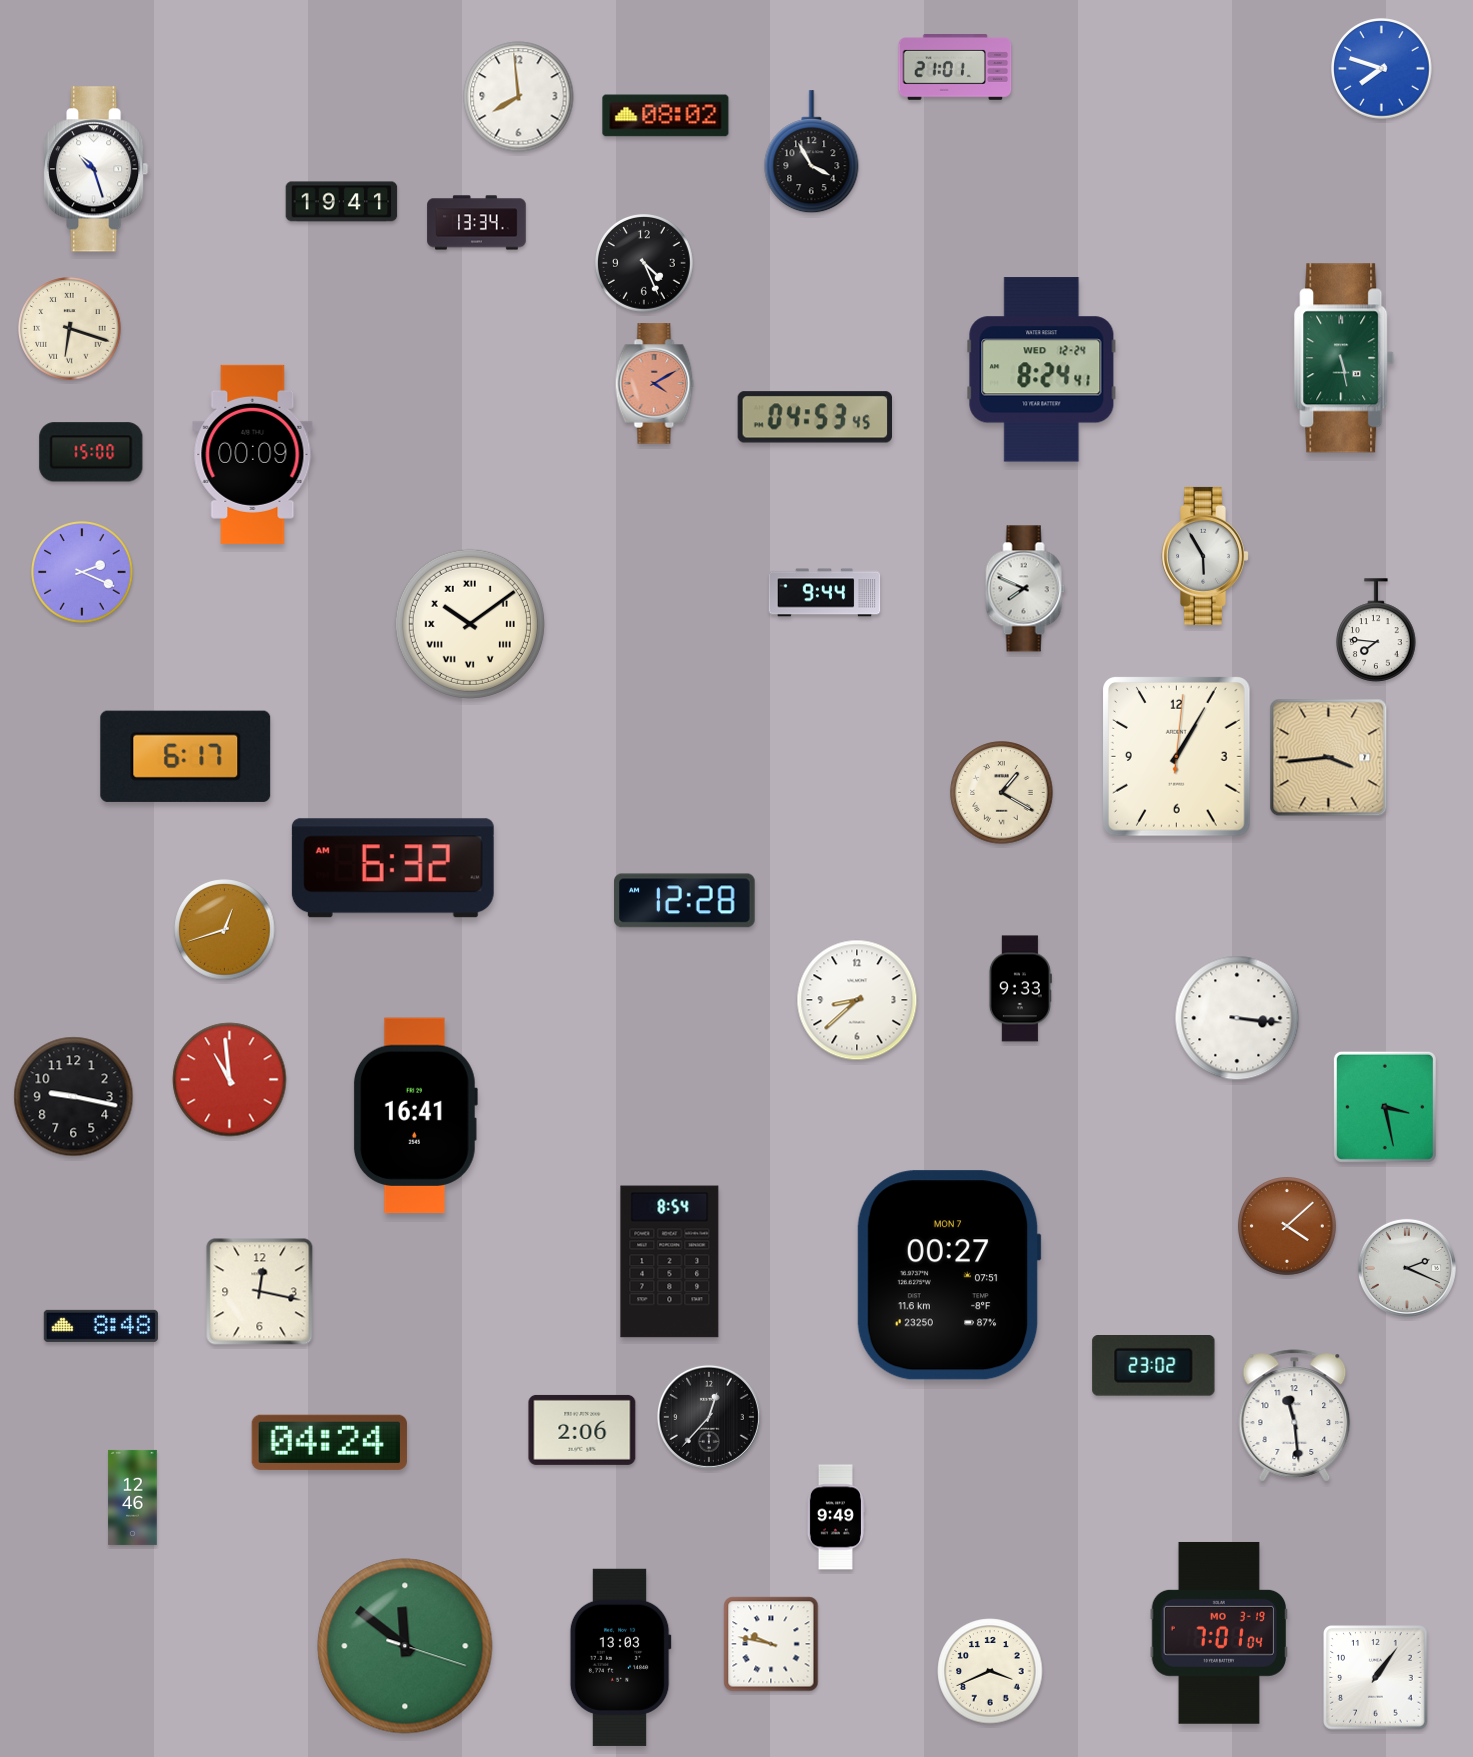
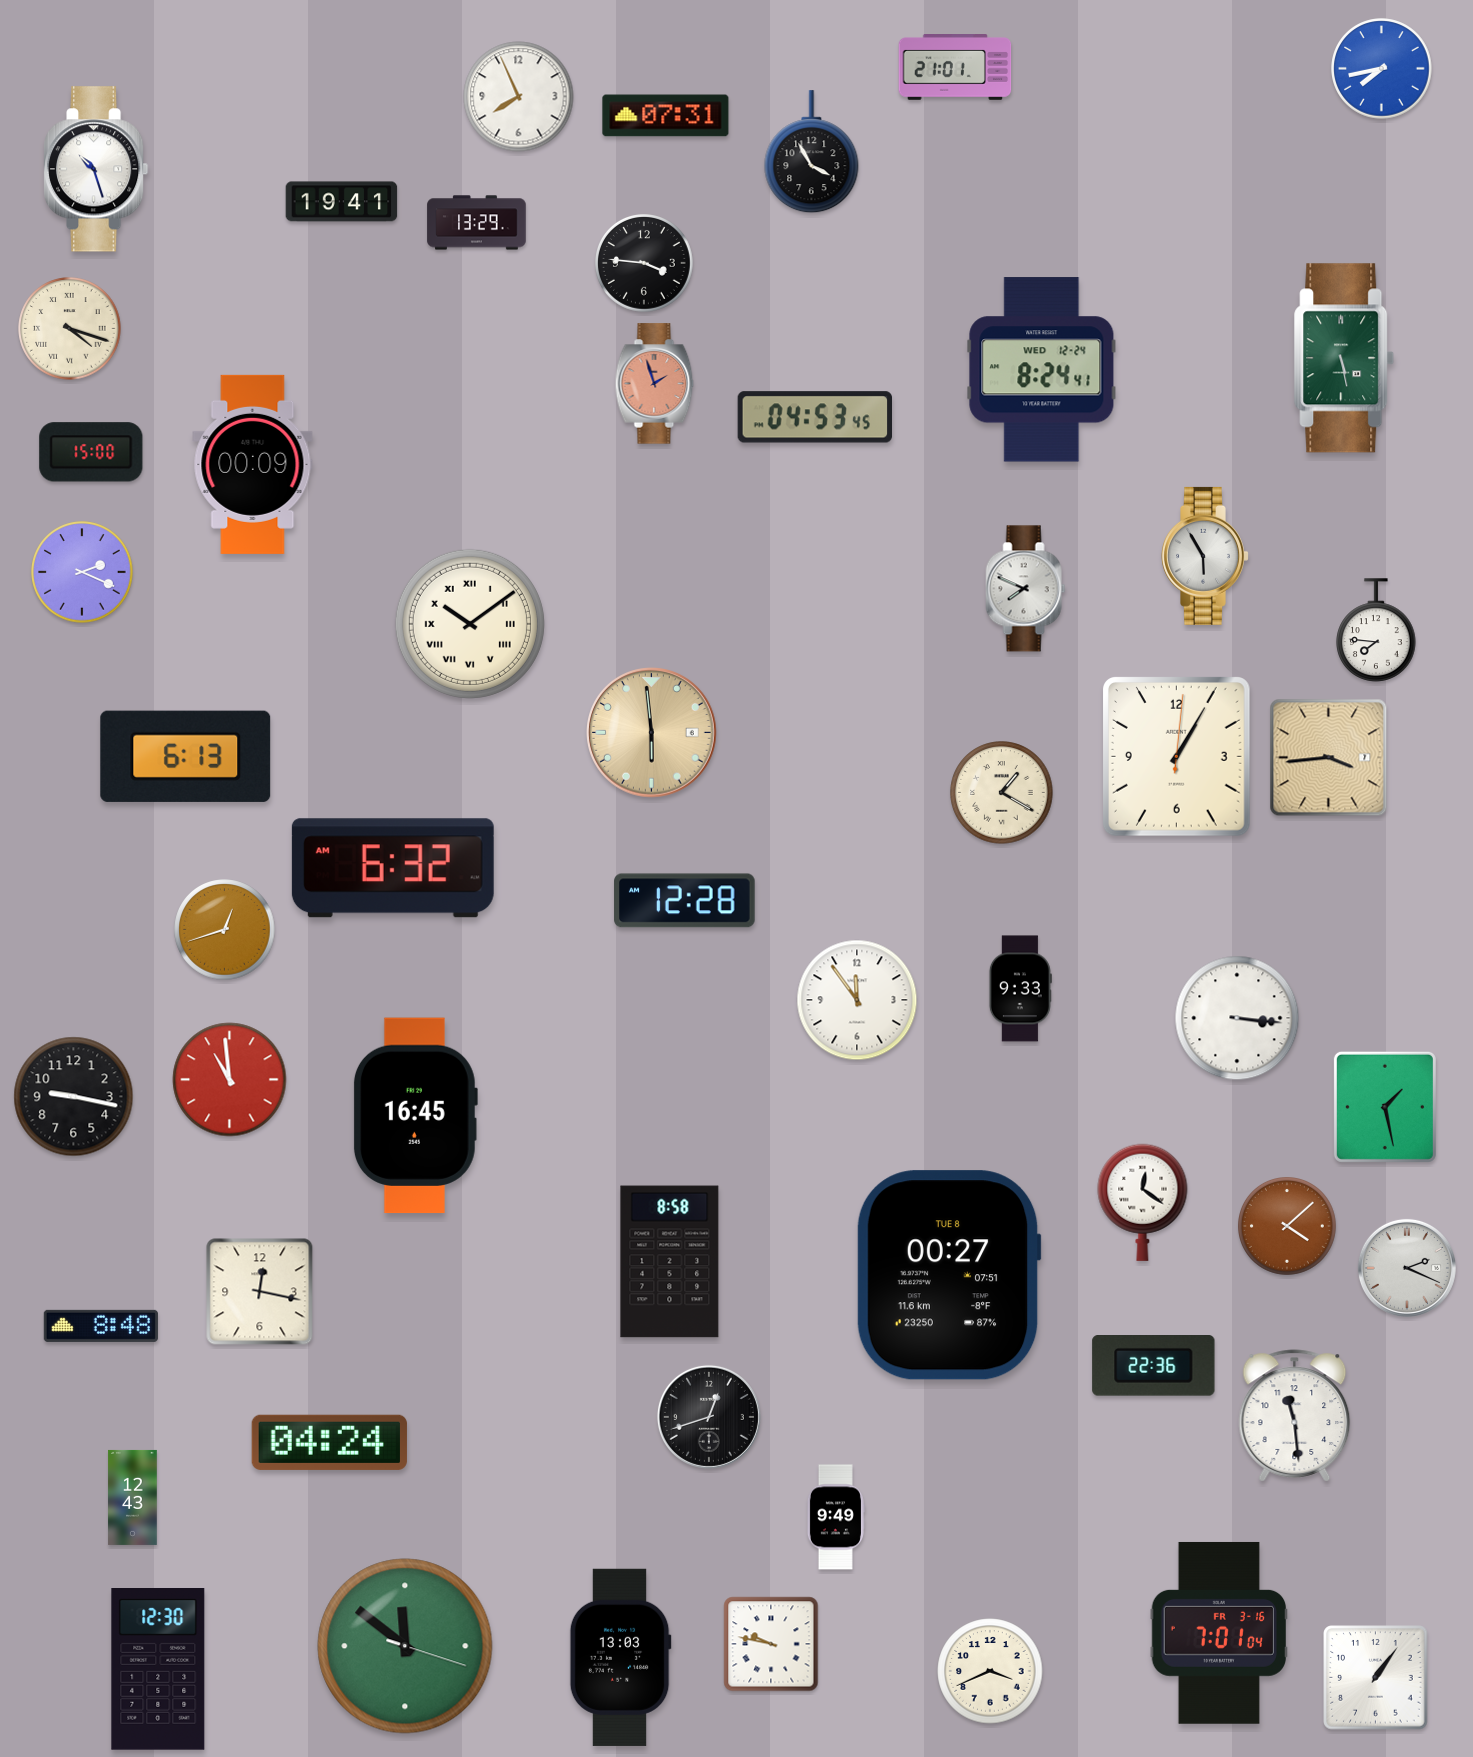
clock at (1382, 69): 7:48 -> 7:43
clock at (519, 97): 7:59 -> 7:56
clock at (666, 116): 08:02 -> 07:31
clock at (477, 223): 13:34 -> 13:29
clock at (645, 264): 4:26 -> 3:46
clock at (70, 329): 6:18 -> 4:18
clock at (655, 384): 4:10 -> 1:57
clock at (253, 454) position: (253, 454) -> (253, 464)
clock at (825, 593): 9:44 -> none
clock at (652, 733): none -> 5:59
clock at (186, 756): 6:17 -> 6:13
clock at (857, 1000): 8:38 -> 11:54
clock at (1385, 1107): 3:28 -> 1:28
clock at (415, 1116): 16:41 -> 16:45
clock at (1143, 1202): none -> 12:21
clock at (670, 1262): 8:54 -> 8:58
clock at (949, 1275) date: MON 7 -> TUE 8
clock at (1154, 1366): 23:02 -> 22:36
clock at (709, 1417): 12:37 -> 12:42
clock at (582, 1430): 2:06 -> none
clock at (133, 1497): 12:46 -> 12:43
clock at (1218, 1633) date: MO 3-19 -> FR 3-16
clock at (158, 1670): none -> 12:30
